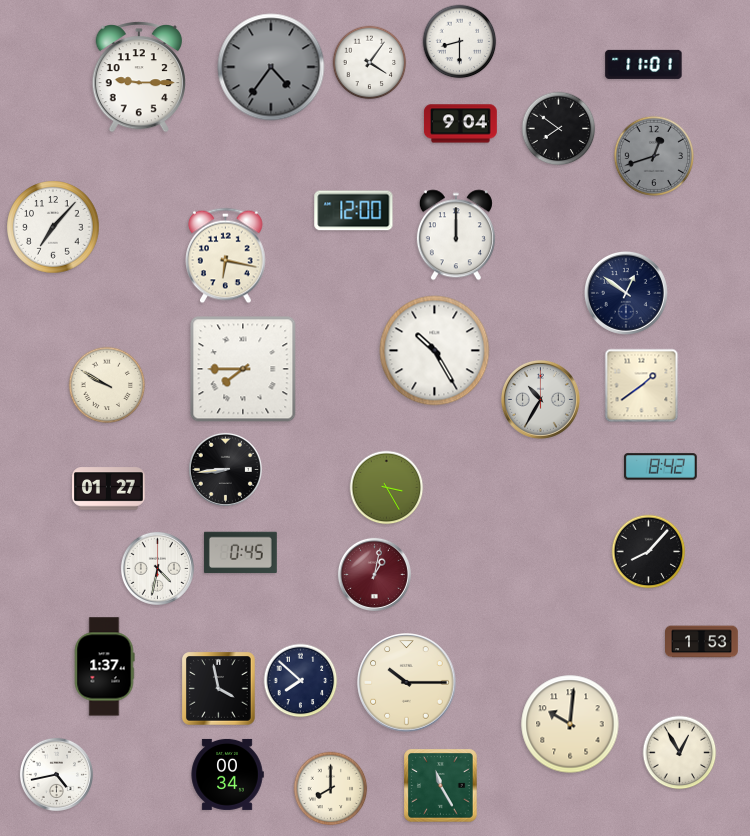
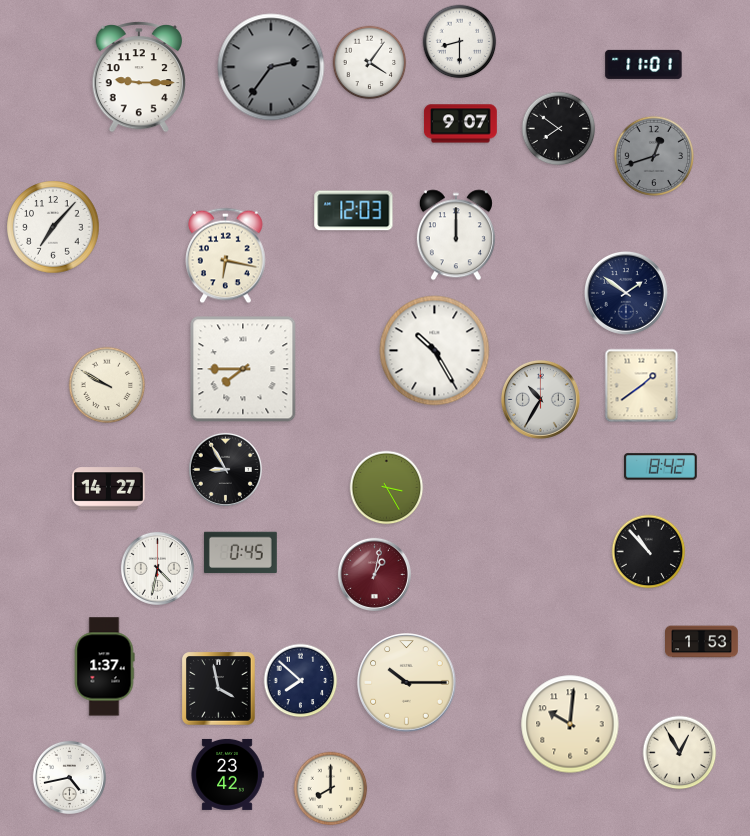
clock at (271, 67): 4:36 -> 2:36
clock at (461, 124): 9:04 -> 9:07
clock at (354, 211): 12:00 -> 12:03
clock at (626, 293): 12:51 -> 1:51
clock at (225, 469): 8:44 -> 8:55
clock at (109, 489): 01:27 -> 14:27
clock at (649, 552): 8:07 -> 10:53
clock at (56, 774) position: (56, 774) -> (69, 777)
clock at (227, 774): 00:34 -> 23:42
clock at (441, 786): 11:25 -> none
